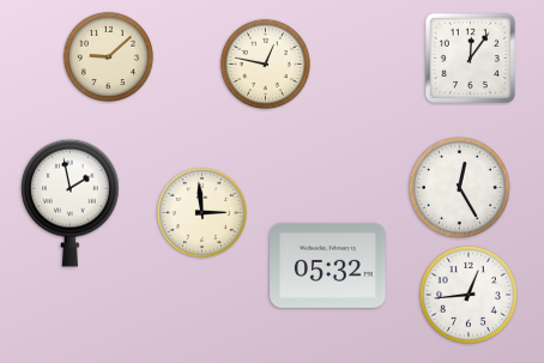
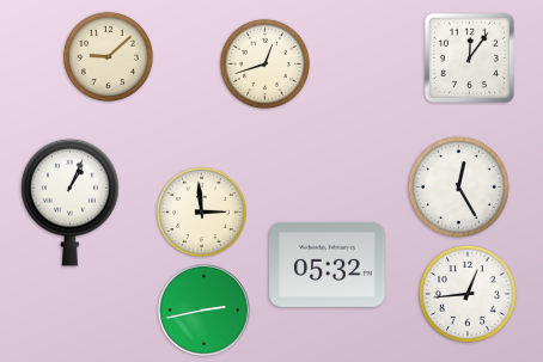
clock at (265, 63): 12:47 -> 12:42
clock at (71, 202): 1:58 -> 1:04
clock at (205, 311): none -> 2:43
